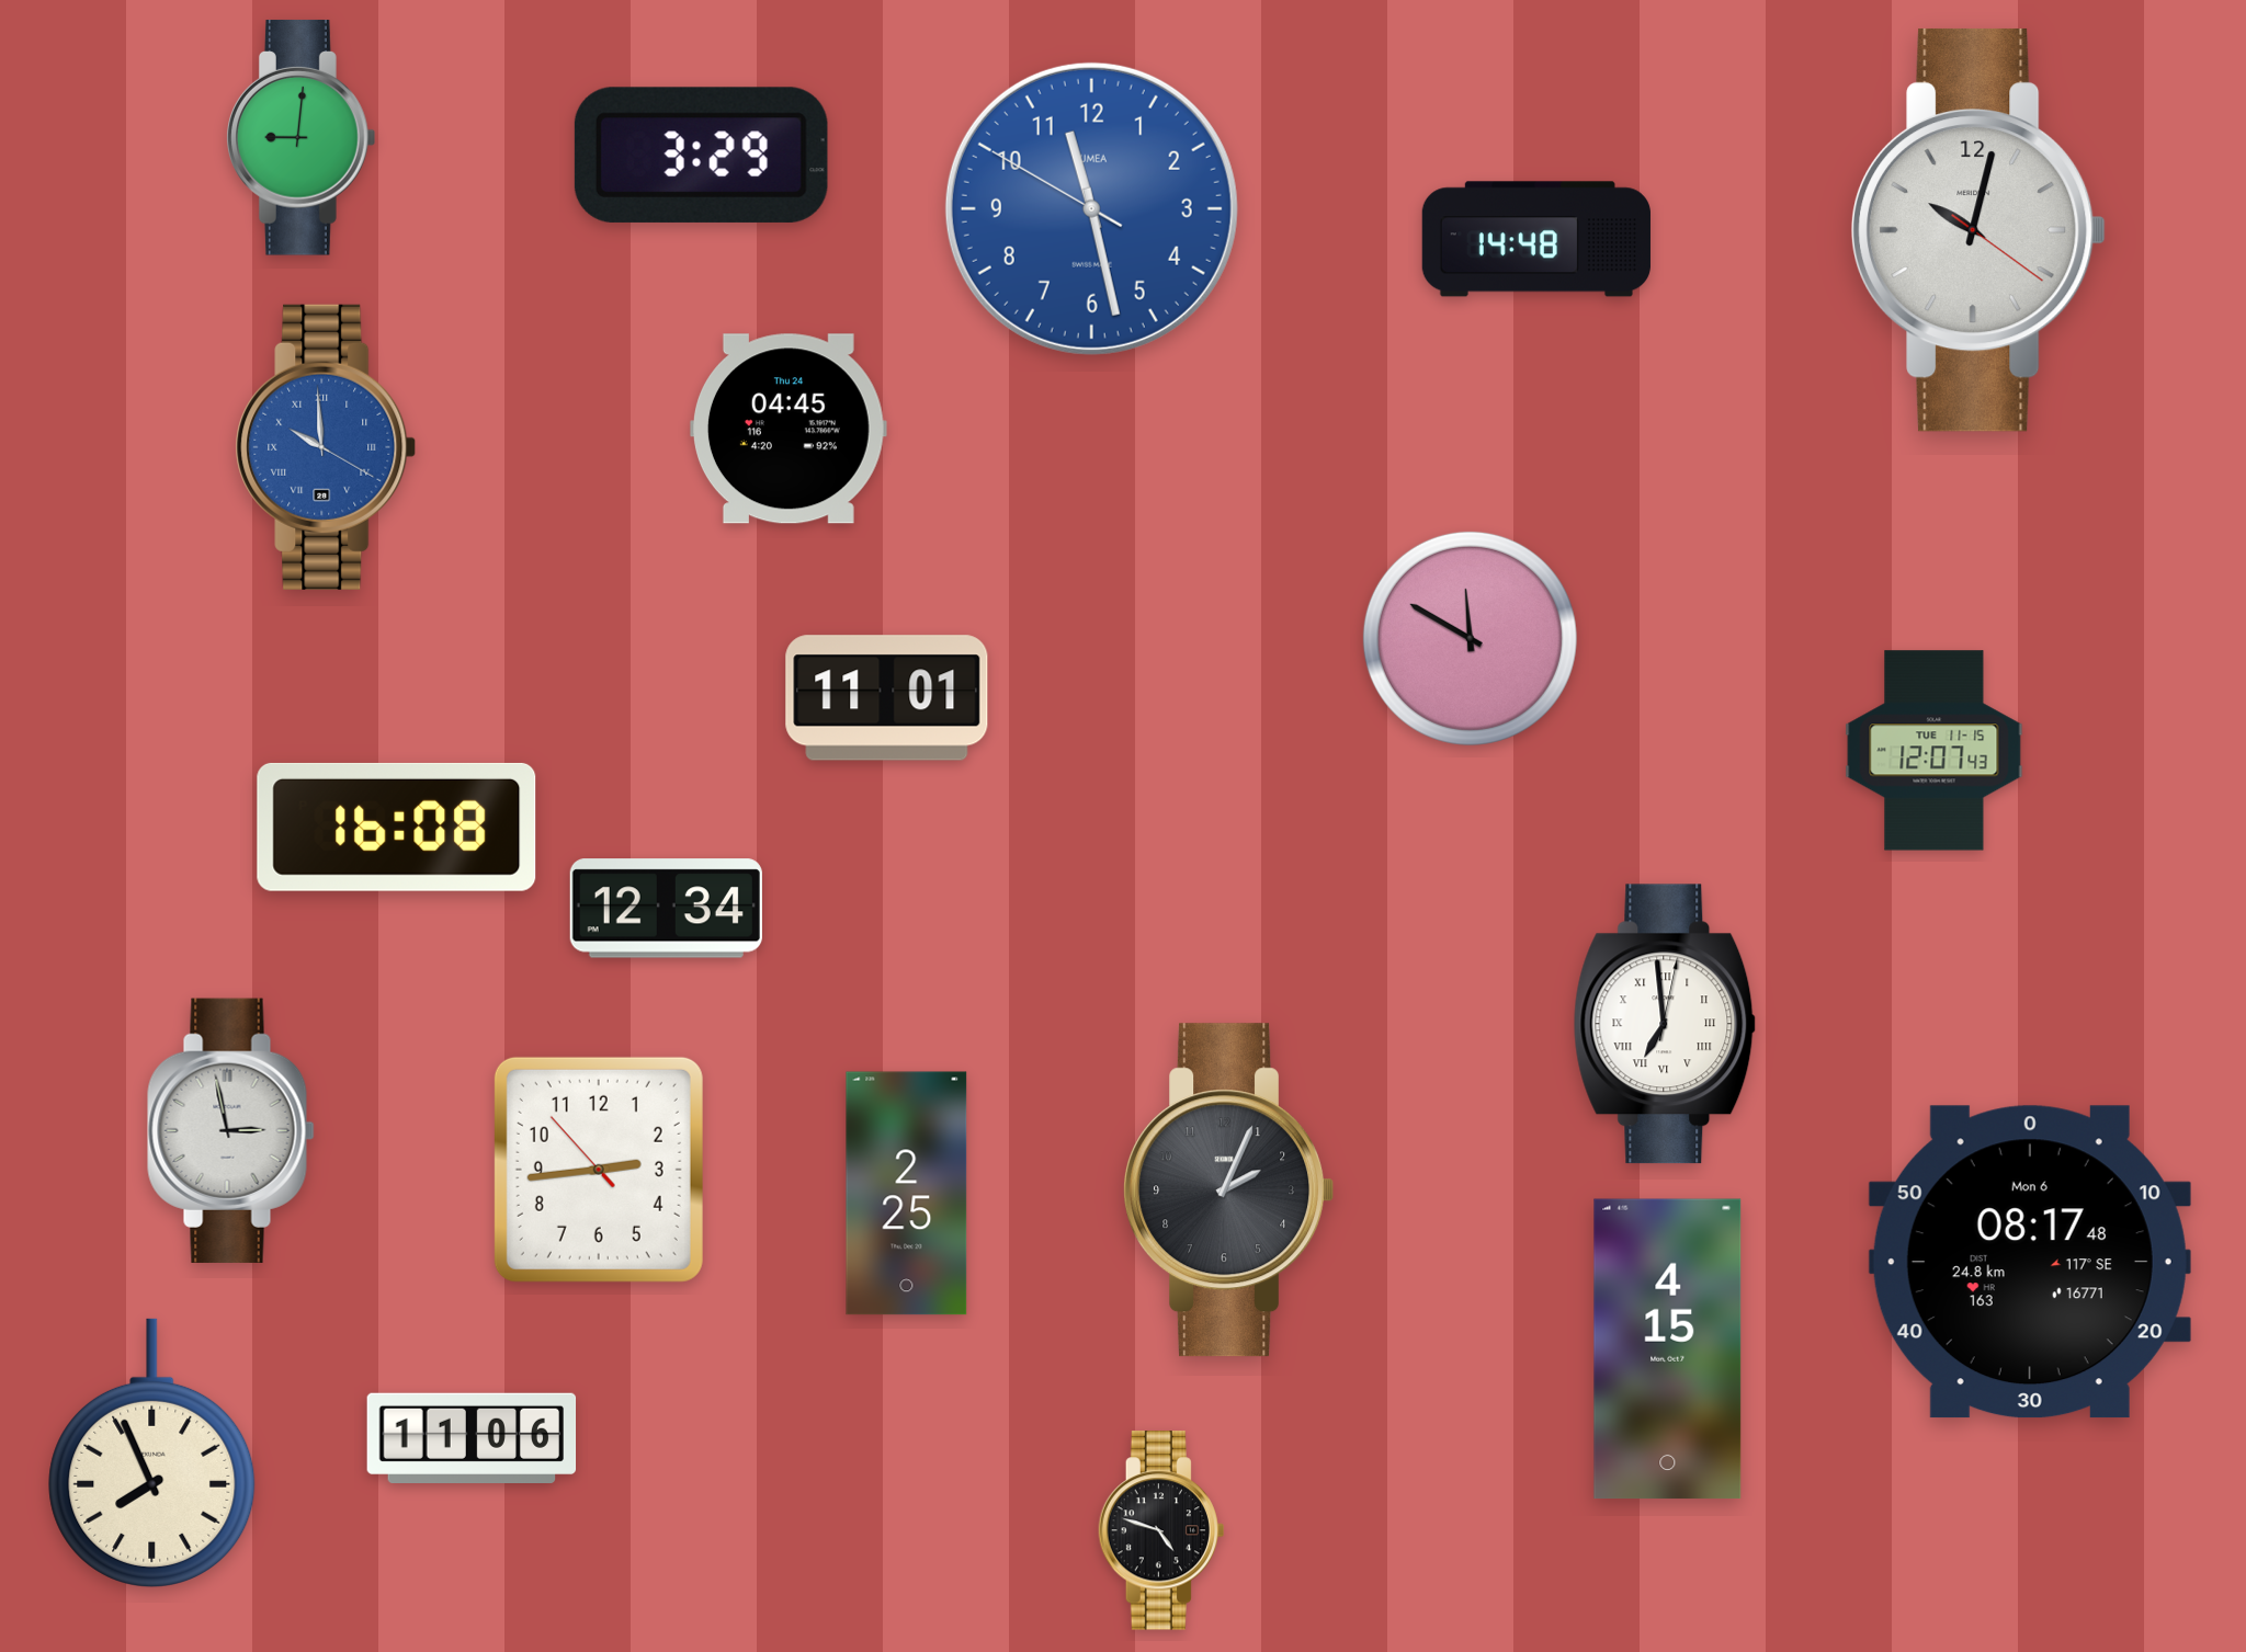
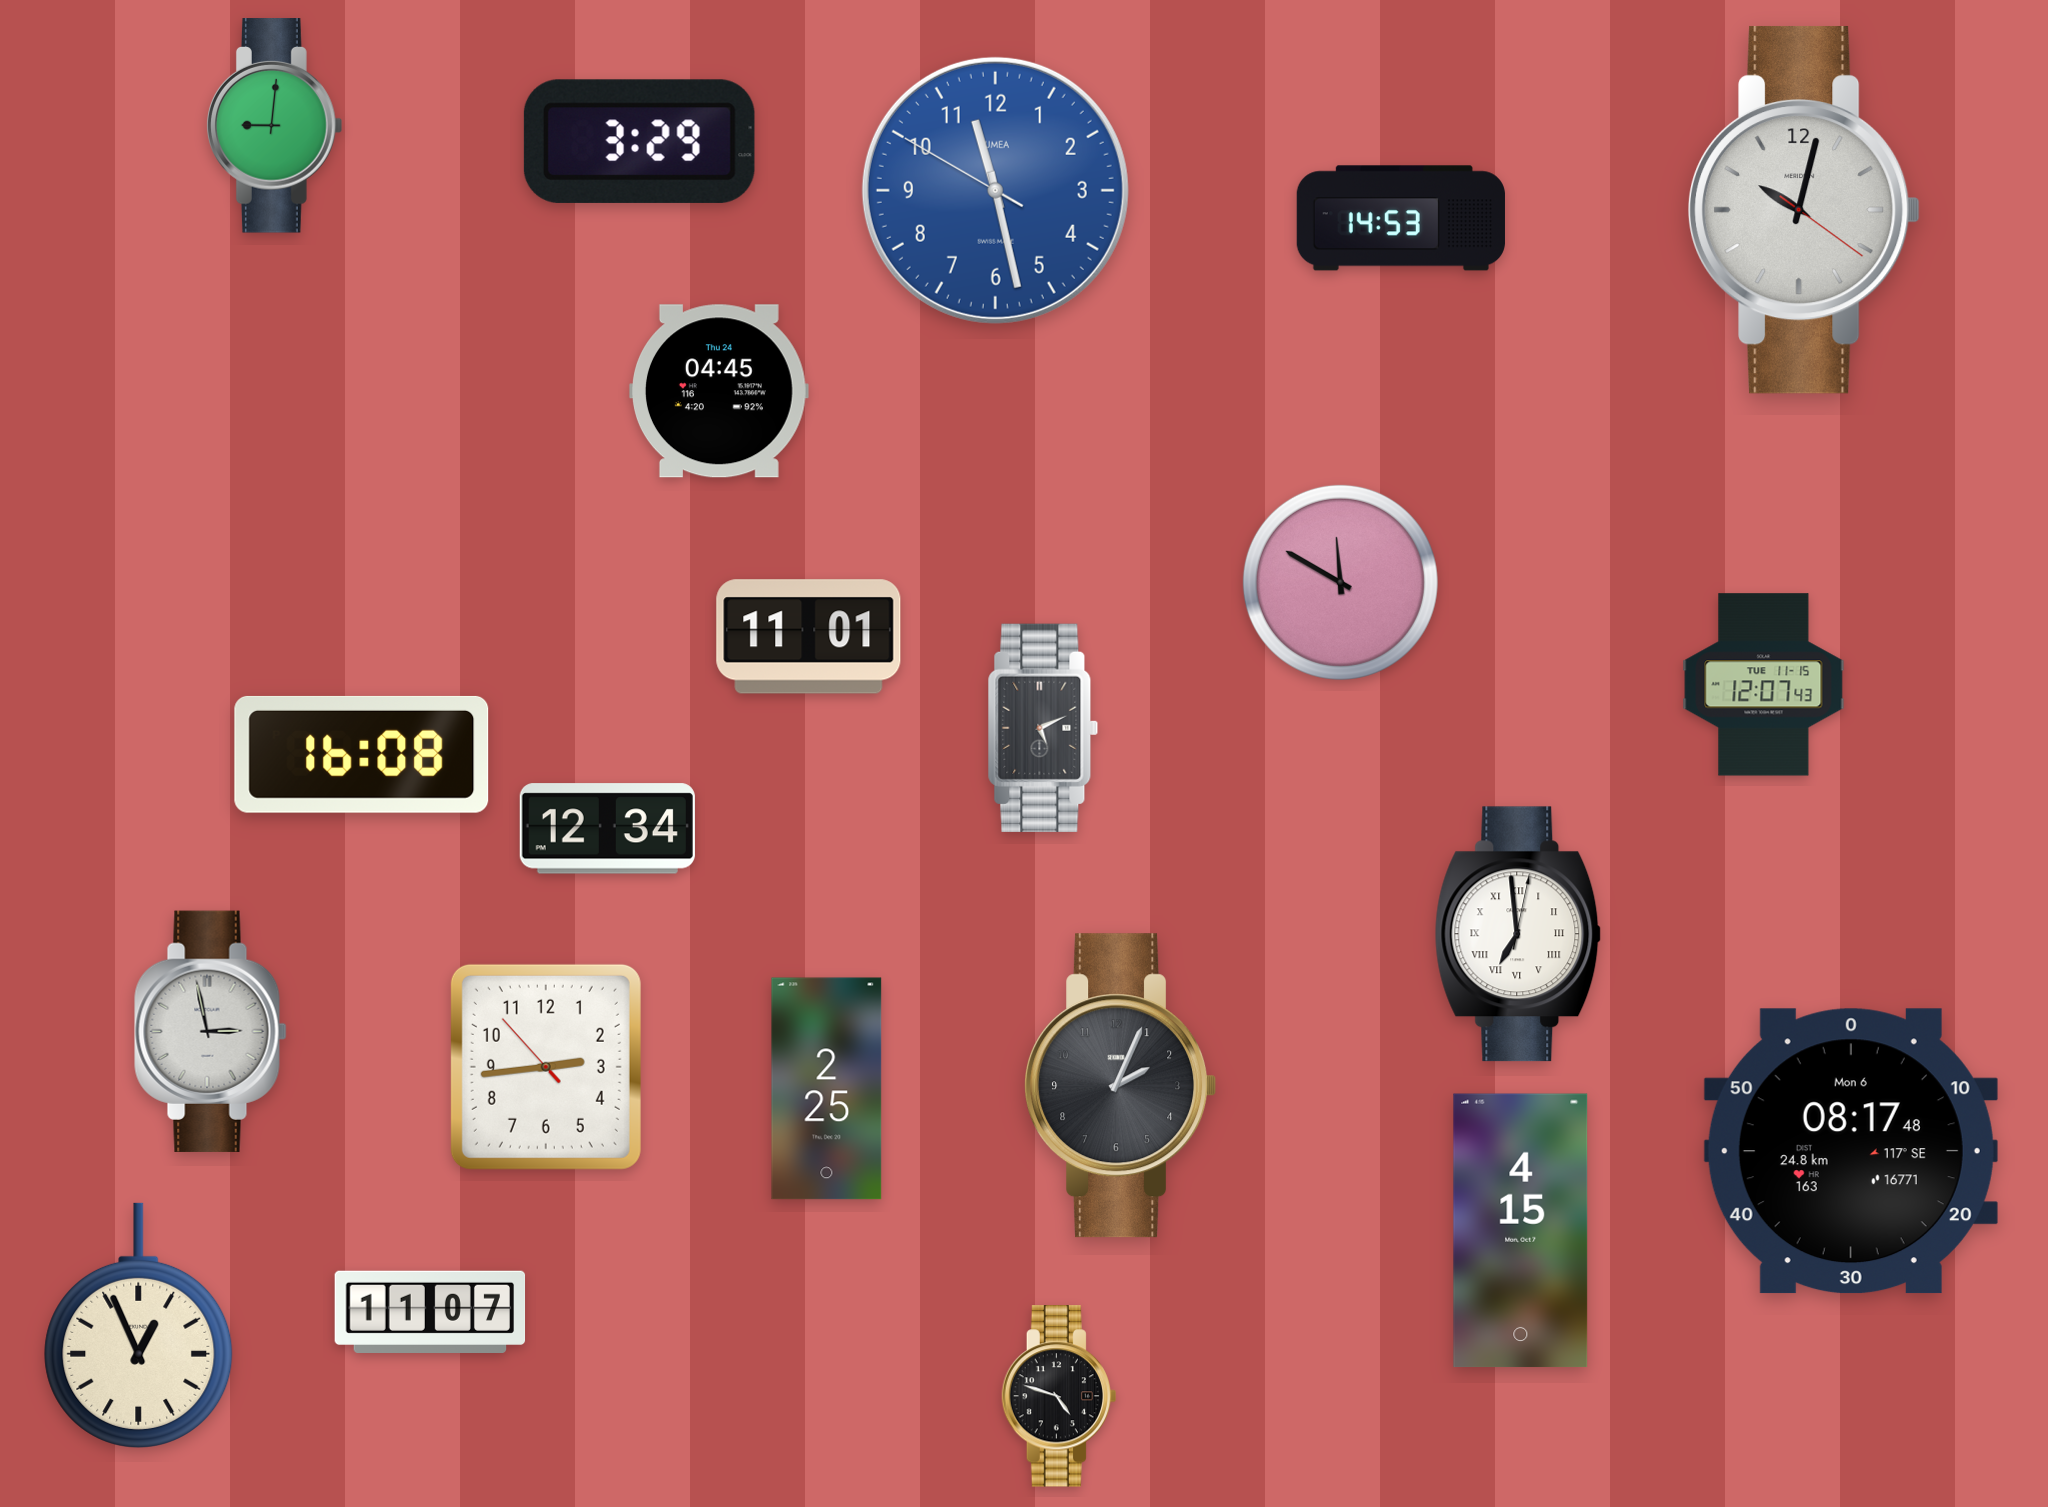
clock at (1536, 239): 14:48 -> 14:53
clock at (326, 447): 9:59 -> none
clock at (1043, 728): none -> 5:11
clock at (472, 1437): 11:06 -> 11:07
clock at (152, 1452): 7:56 -> 12:56
